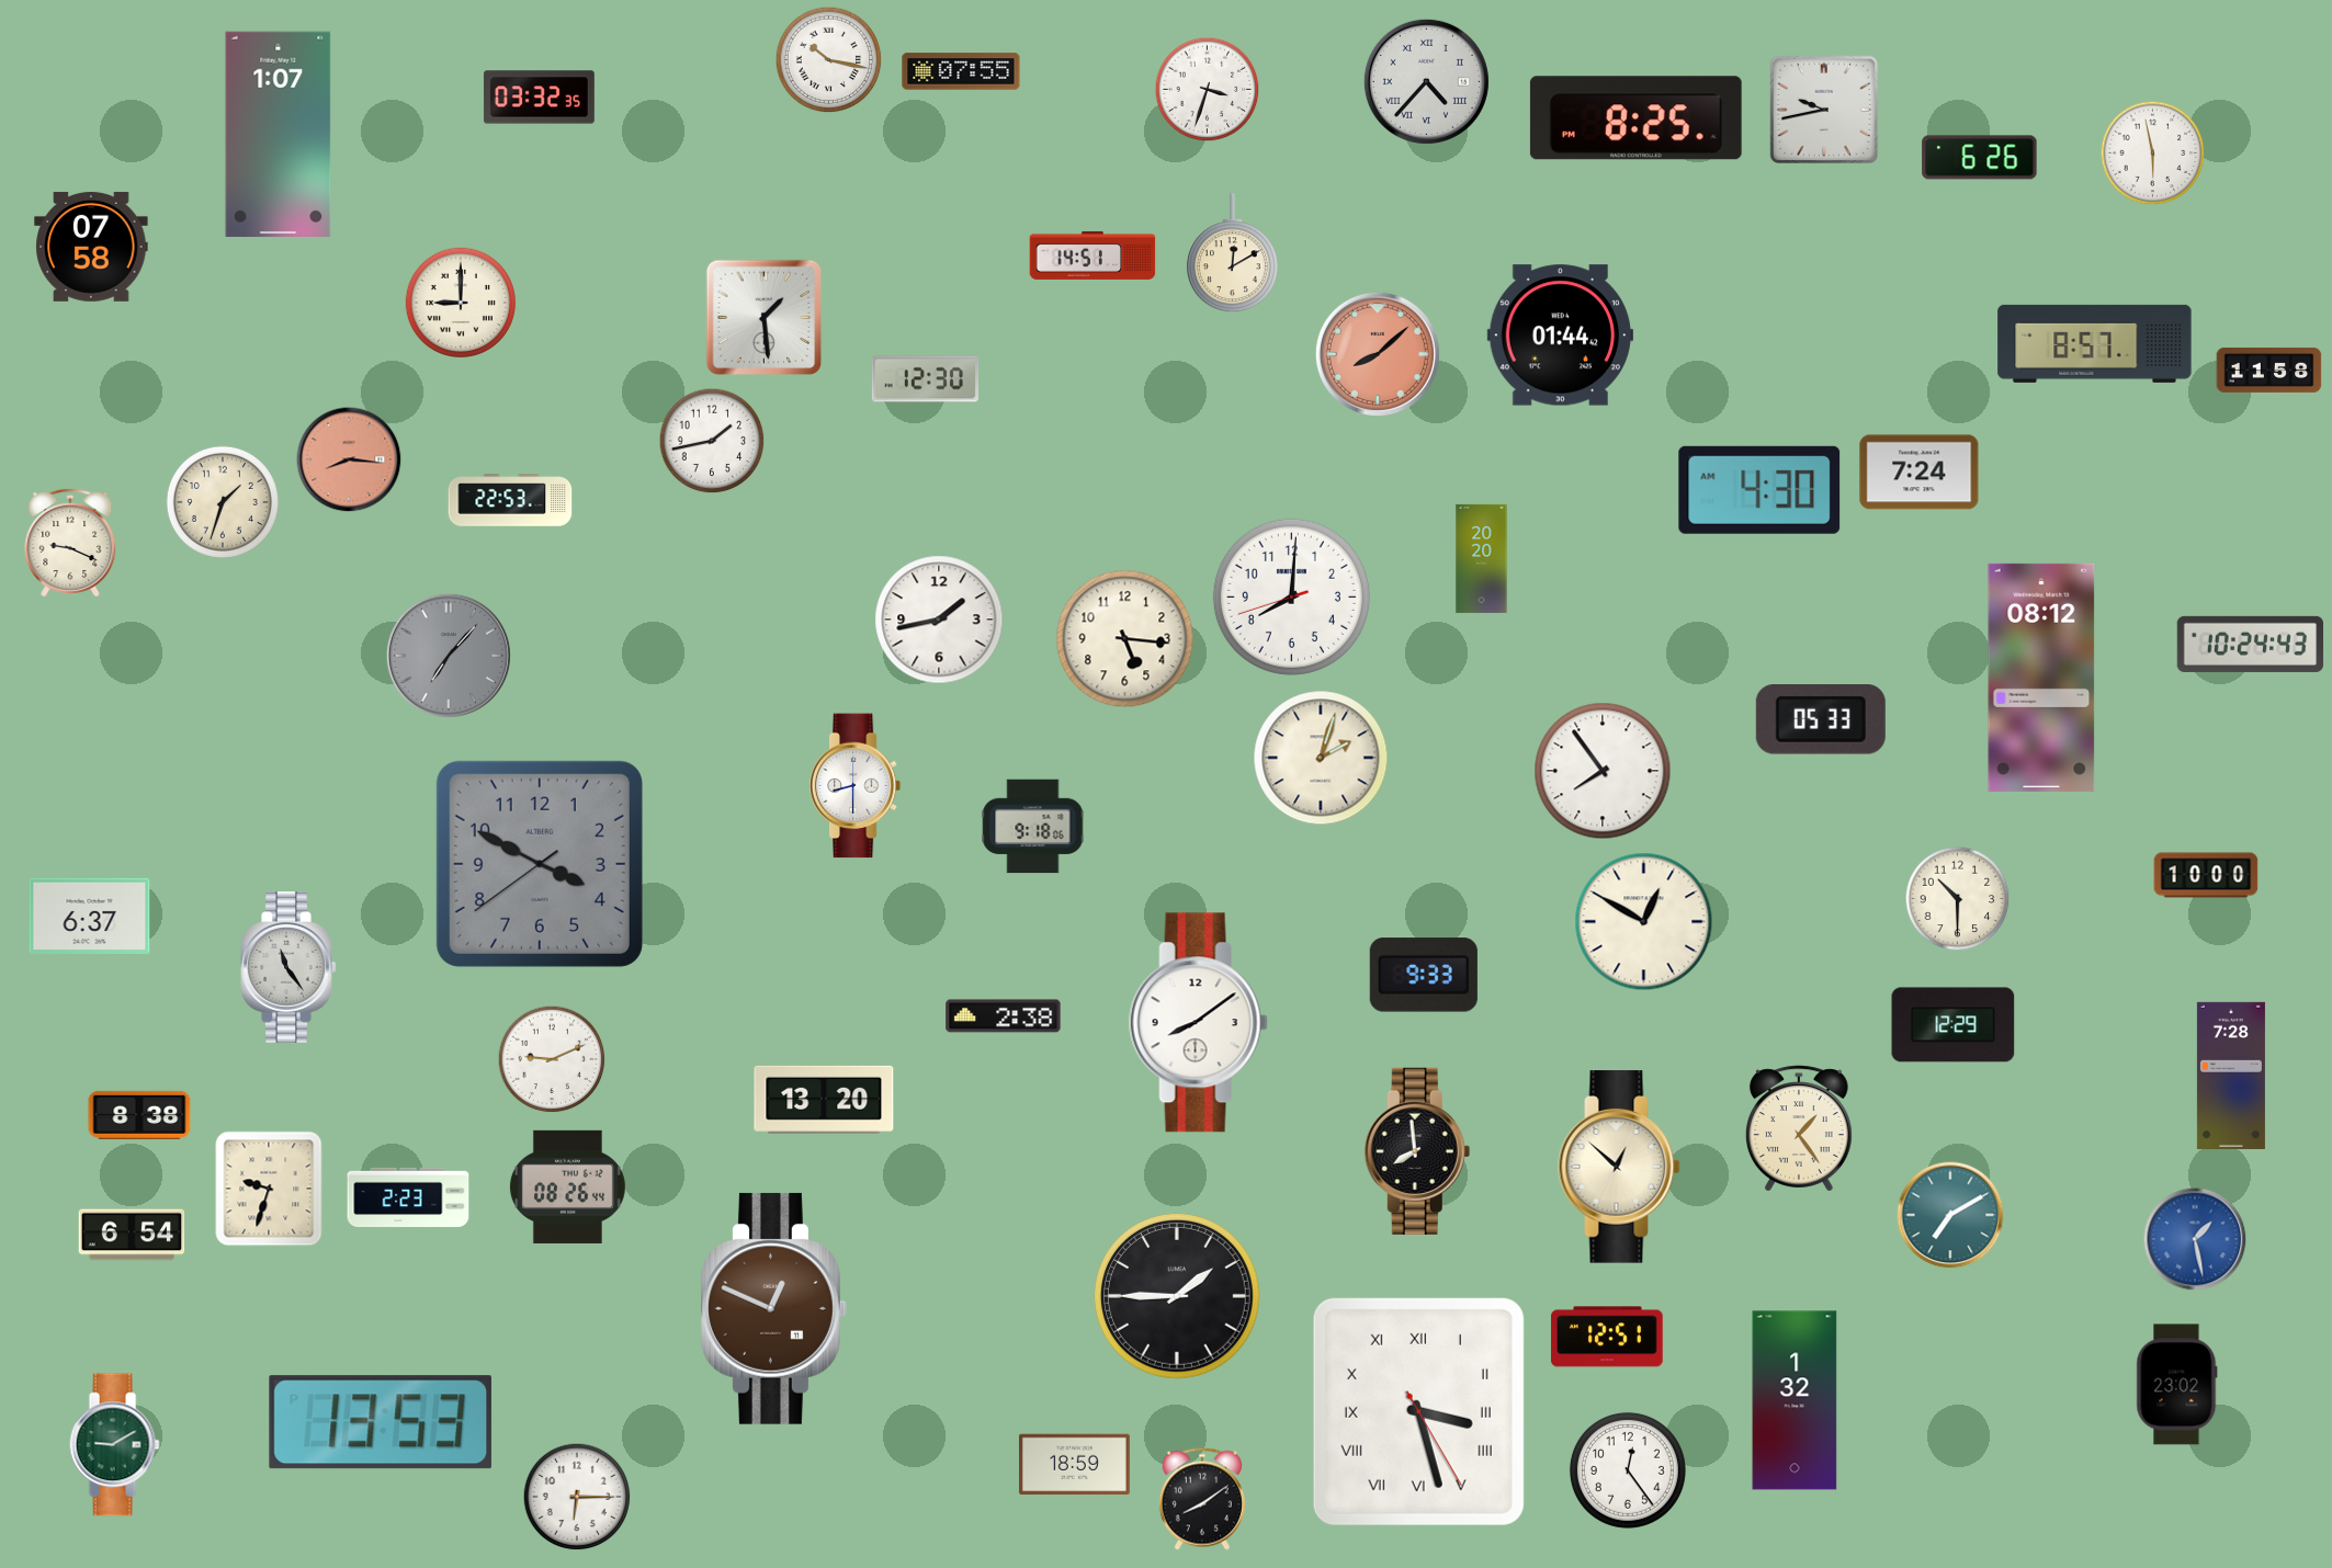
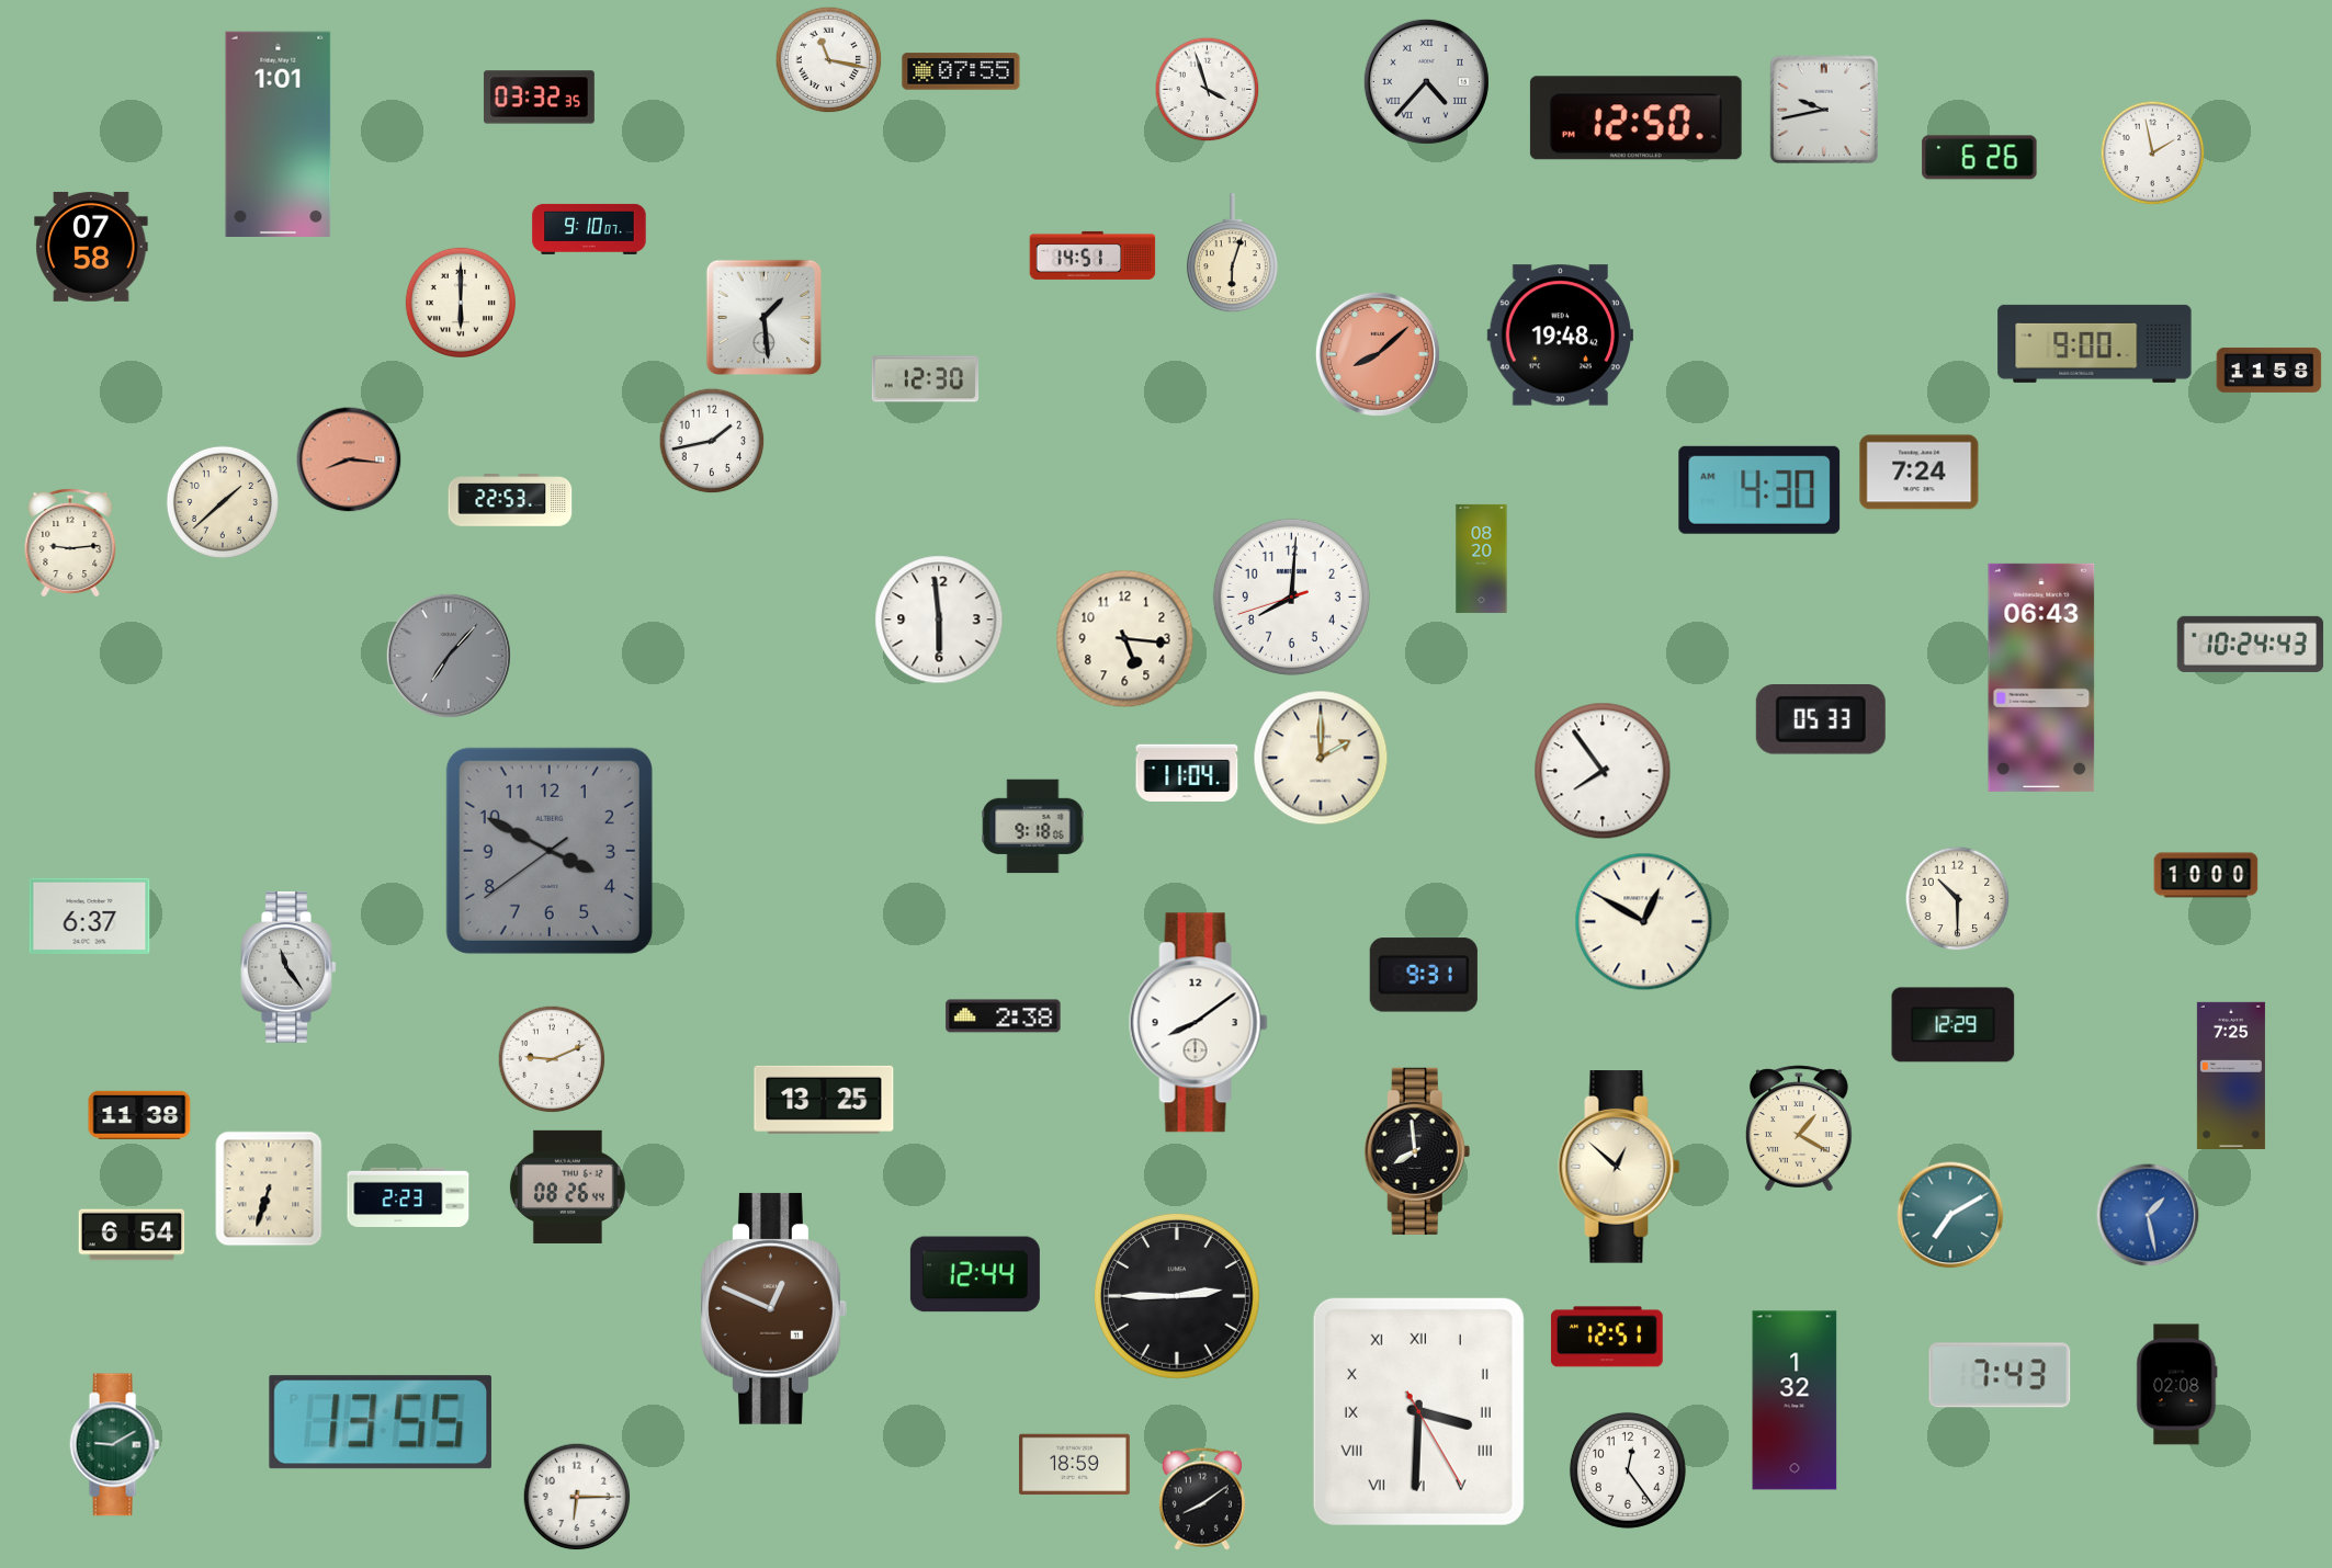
clock at (829, 60): 10:17 -> 11:17
clock at (1208, 90): 3:33 -> 3:57
clock at (1635, 118): 8:25 -> 12:50
clock at (279, 134): 1:07 -> 1:01
clock at (2153, 154): 5:58 -> 1:58
clock at (589, 229): none -> 9:10
clock at (1232, 253): 12:10 -> 6:03
clock at (461, 303): 9:00 -> 6:00
clock at (1560, 336): 01:44 -> 19:48
clock at (2095, 343): 8:57 -> 9:00
clock at (223, 502): 1:33 -> 1:38
clock at (70, 543): 9:19 -> 9:14
clock at (1482, 558): 20:20 -> 08:20
clock at (939, 620): 1:43 -> 5:59
clock at (2041, 678): 08:12 -> 06:43
clock at (1321, 758): 2:03 -> 2:00
clock at (1187, 772): none -> 11:04
clock at (856, 786): 8:30 -> none
clock at (540, 864) position: (540, 864) -> (550, 851)
clock at (1424, 975): 9:33 -> 9:31
clock at (2231, 1076): 7:28 -> 7:25
clock at (824, 1100): 13:20 -> 13:25
clock at (139, 1115): 8:38 -> 11:38
clock at (1799, 1128): 1:24 -> 1:20
clock at (269, 1189): 9:33 -> 6:33
clock at (2195, 1239) position: (2195, 1239) -> (2148, 1215)
clock at (975, 1274): none -> 12:44
clock at (1177, 1296): 1:45 -> 2:45
clock at (2000, 1375): none -> 7:43
clock at (2177, 1385): 23:02 -> 02:08
clock at (1418, 1411): 3:27 -> 3:30
clock at (381, 1422): 13:53 -> 13:55
